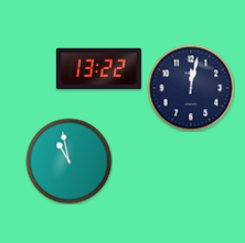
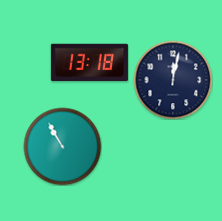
clock at (98, 69): 13:22 -> 13:18
clock at (68, 161): 10:58 -> 10:55
